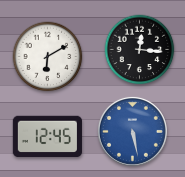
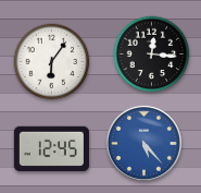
clock at (48, 57): 6:10 -> 6:06
clock at (132, 131): 5:28 -> 5:23
